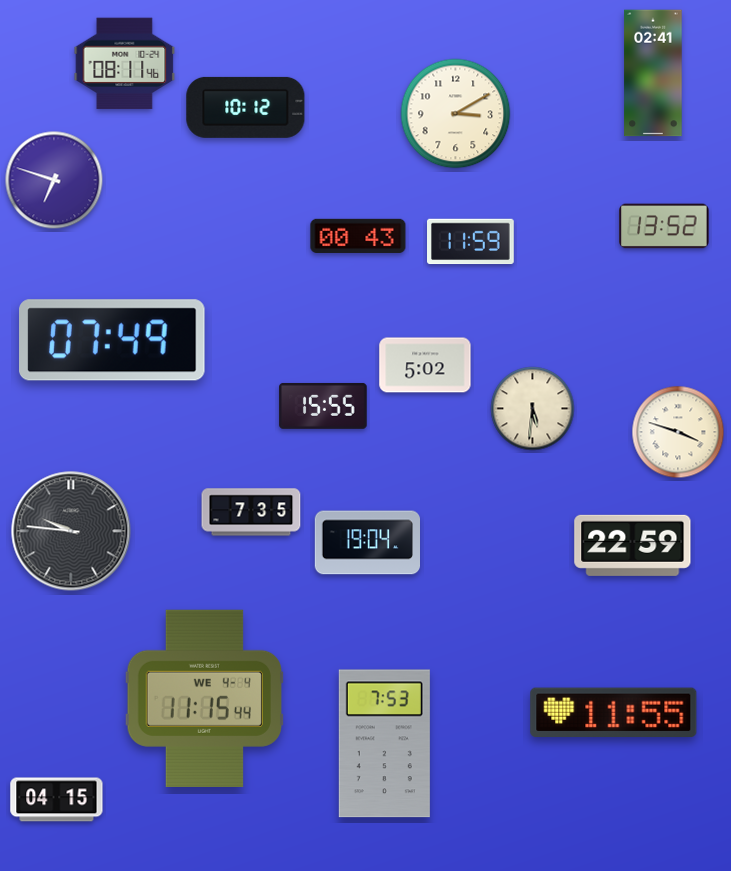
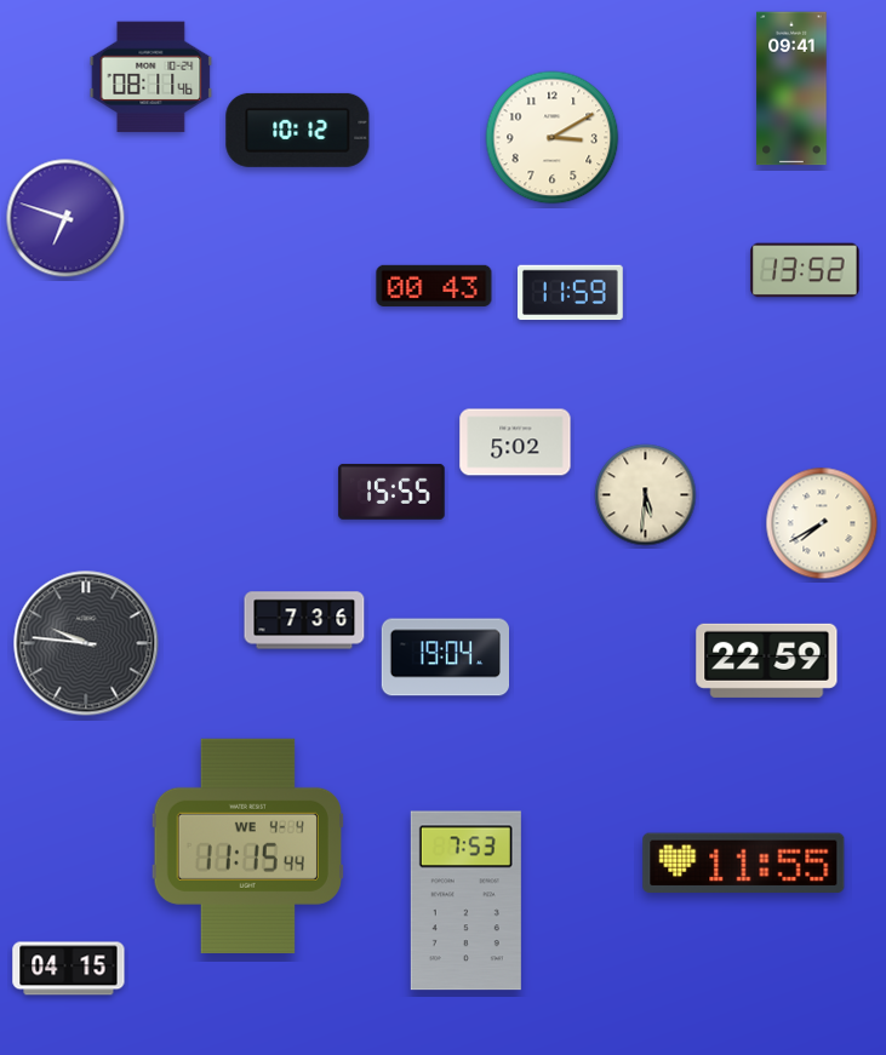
clock at (653, 73): 02:41 -> 09:41
clock at (664, 226) position: (664, 226) -> (805, 270)
clock at (112, 340): 07:49 -> none
clock at (678, 432): 3:48 -> 7:40
clock at (251, 512): 7:35 -> 7:36
